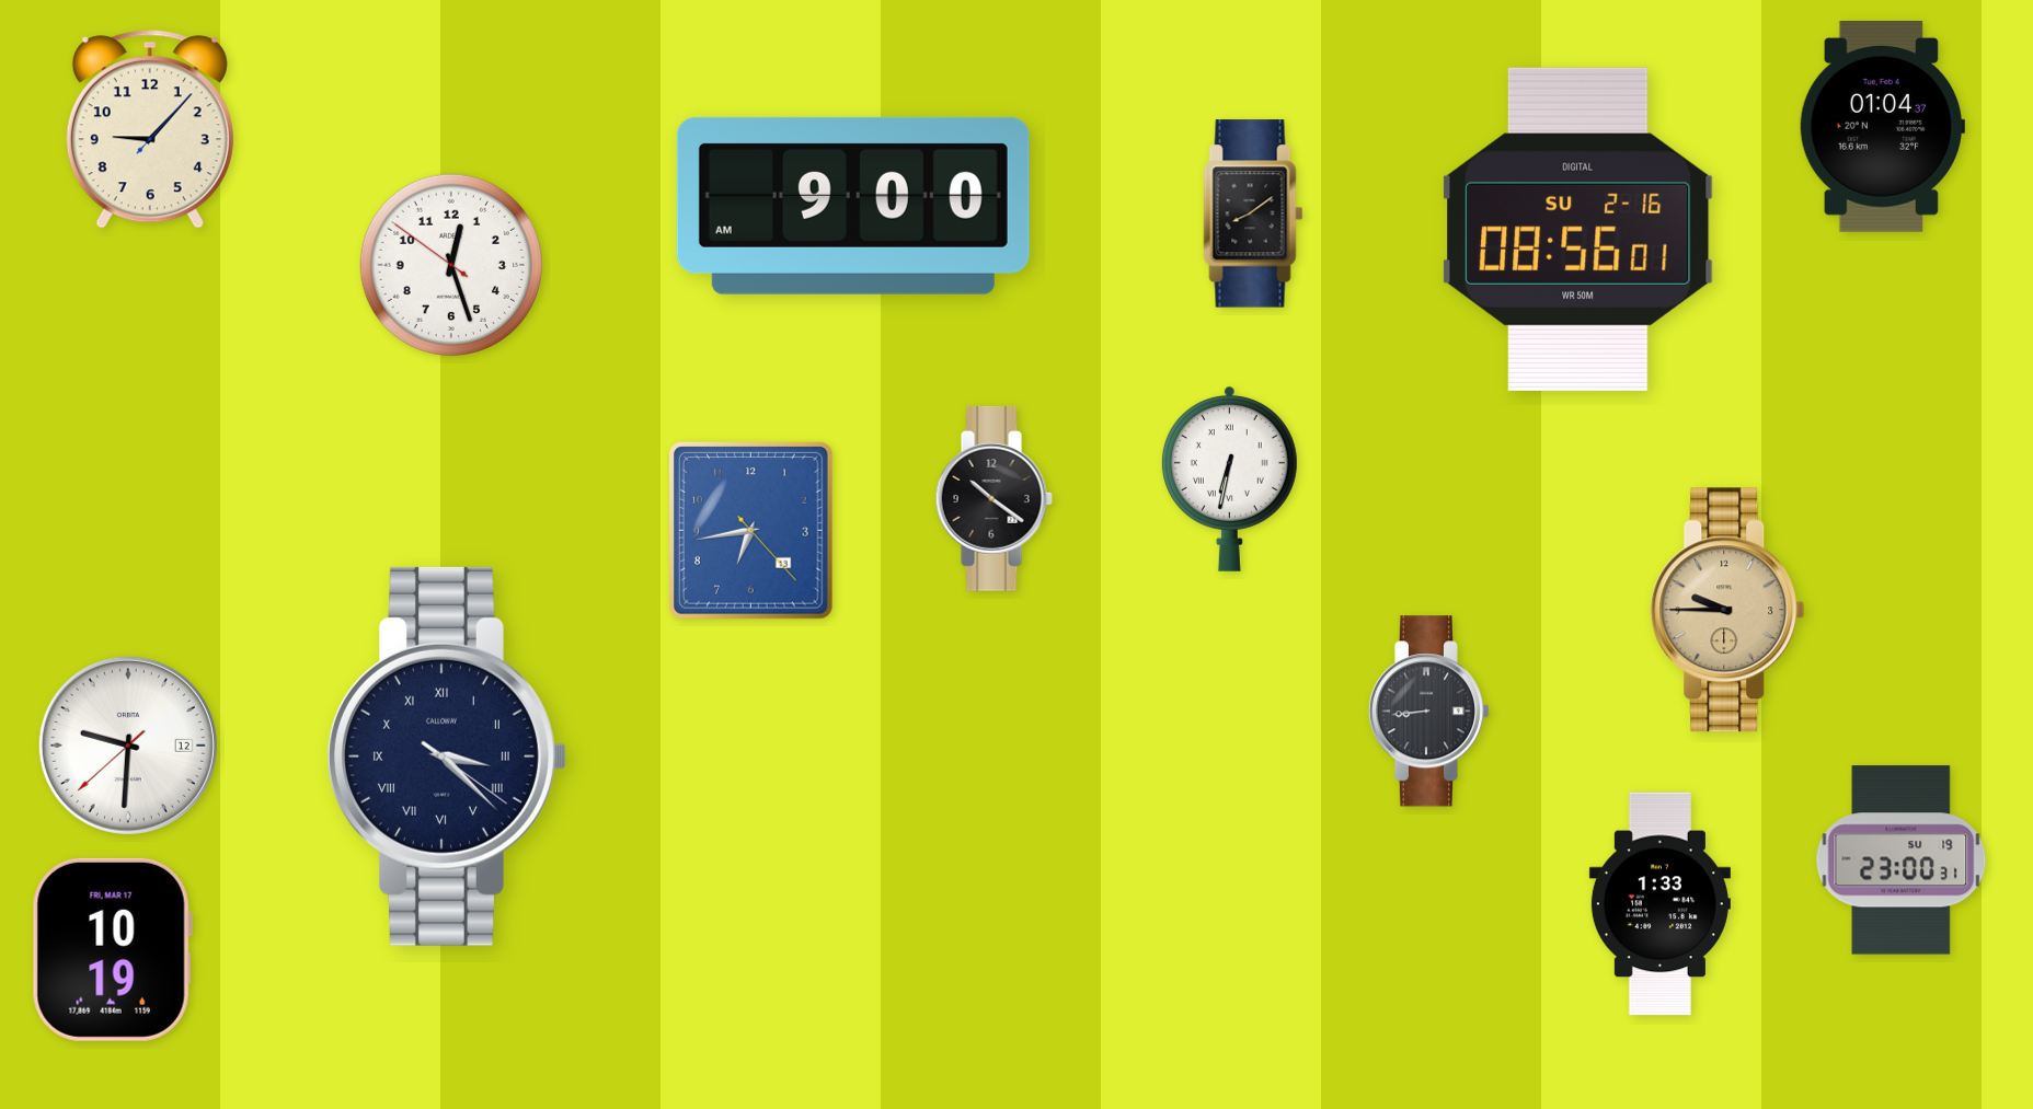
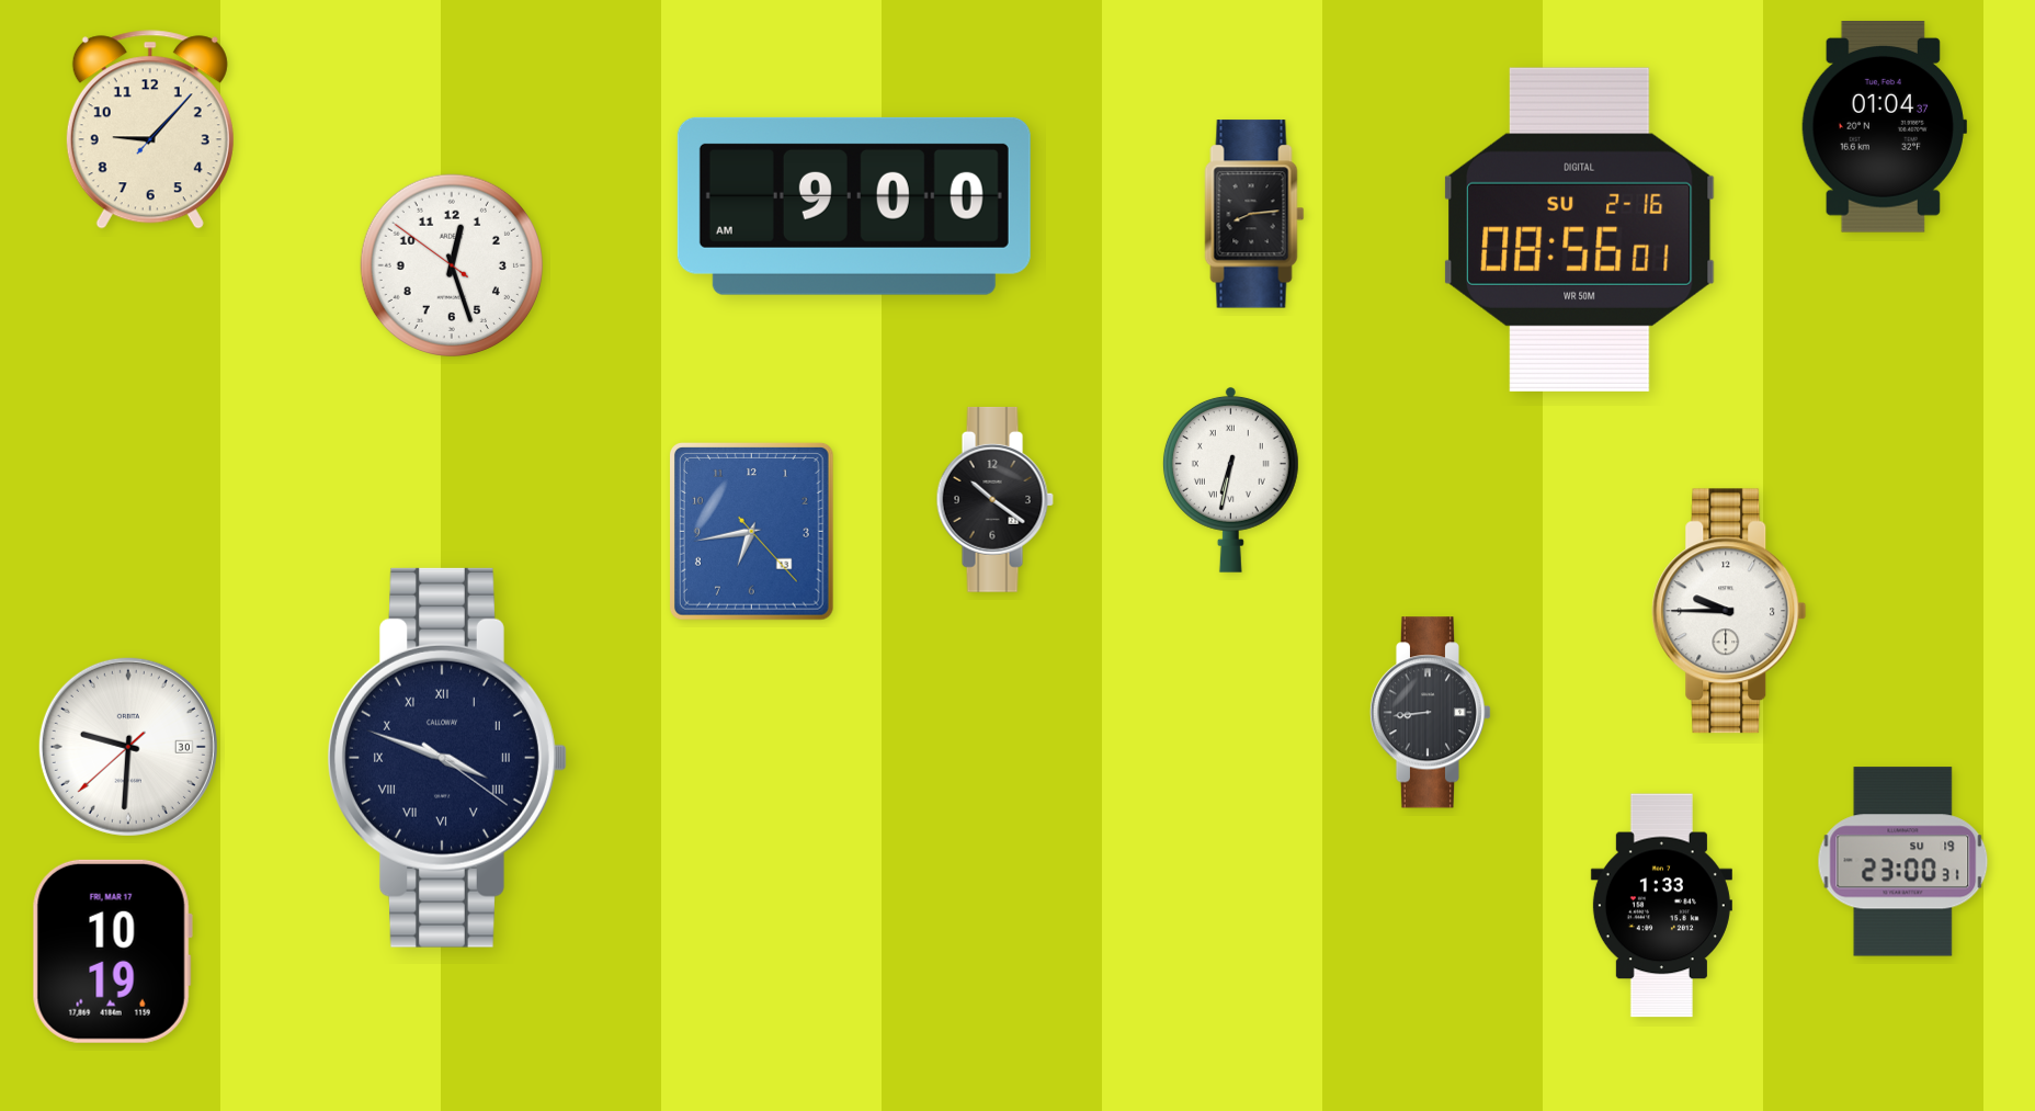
clock at (1253, 213): 8:09 -> 8:14
clock at (1727, 610) dial: champagne -> white
clock at (128, 746) date: 12 -> 30
clock at (447, 756): 3:22 -> 3:48
